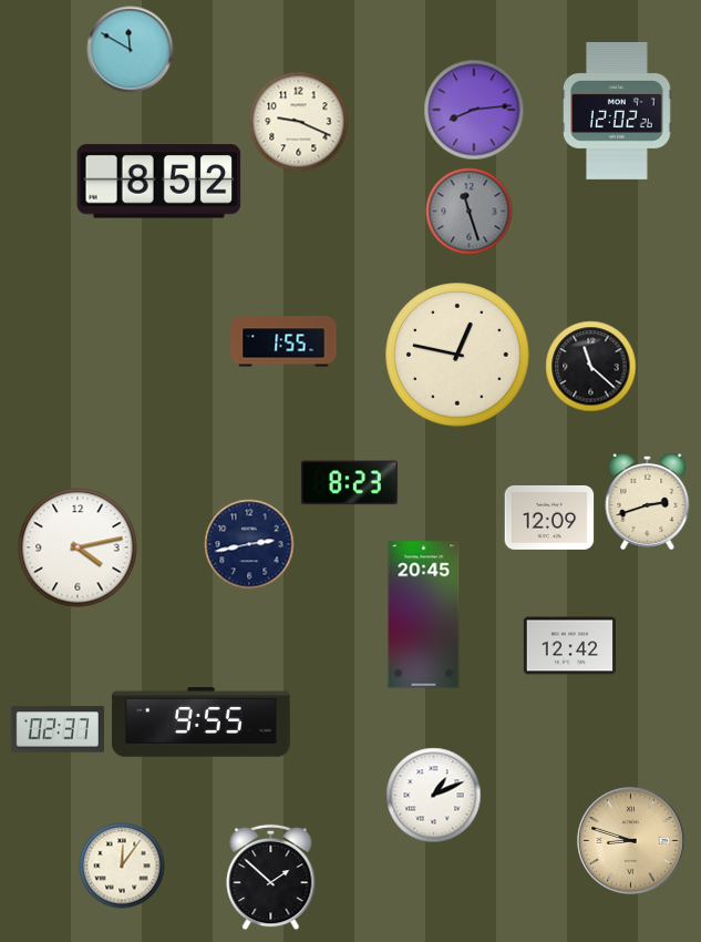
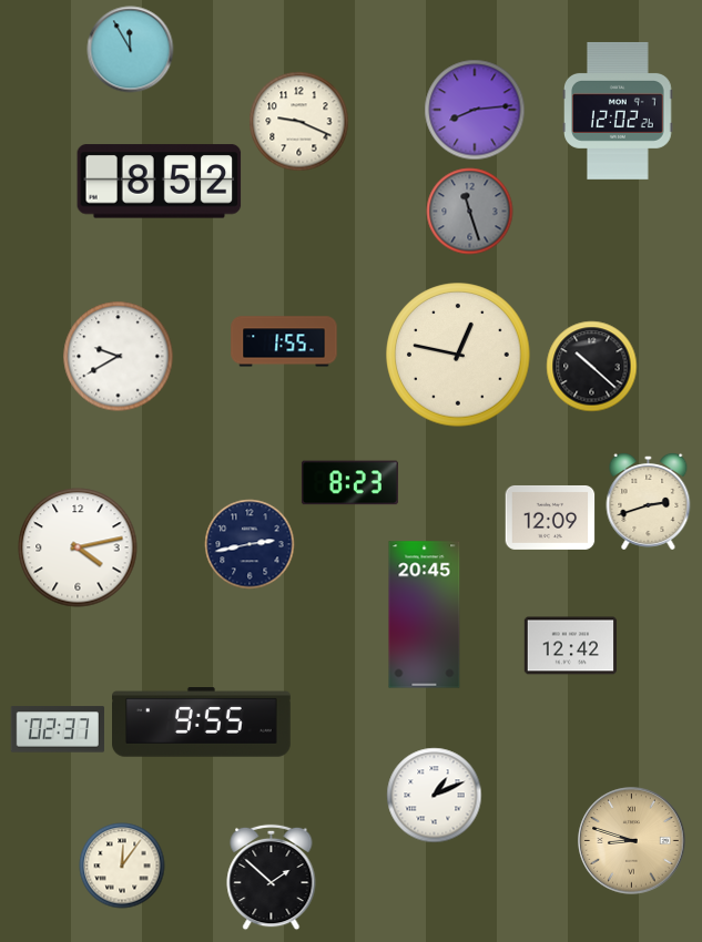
clock at (131, 50): 11:50 -> 11:55
clock at (119, 357): none -> 9:40
clock at (591, 367): 11:22 -> 10:22
